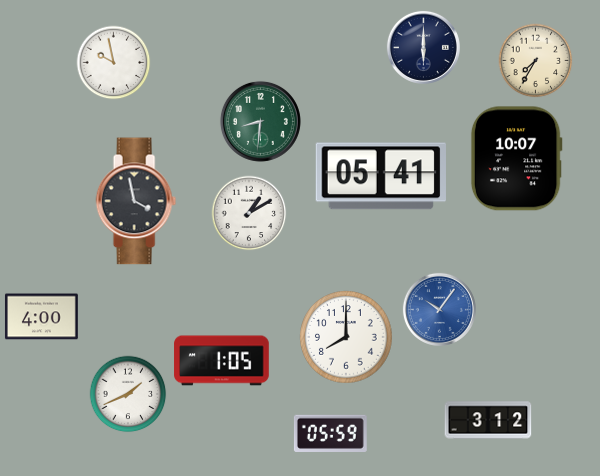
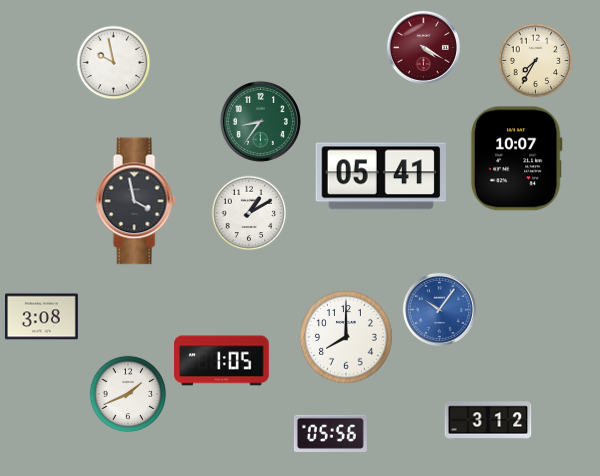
clock at (423, 47): 6:00 -> 4:20
clock at (423, 47) dial: navy -> burgundy
clock at (260, 121): 8:31 -> 8:36
clock at (41, 317): 4:00 -> 3:08
clock at (330, 433): 05:59 -> 05:56
